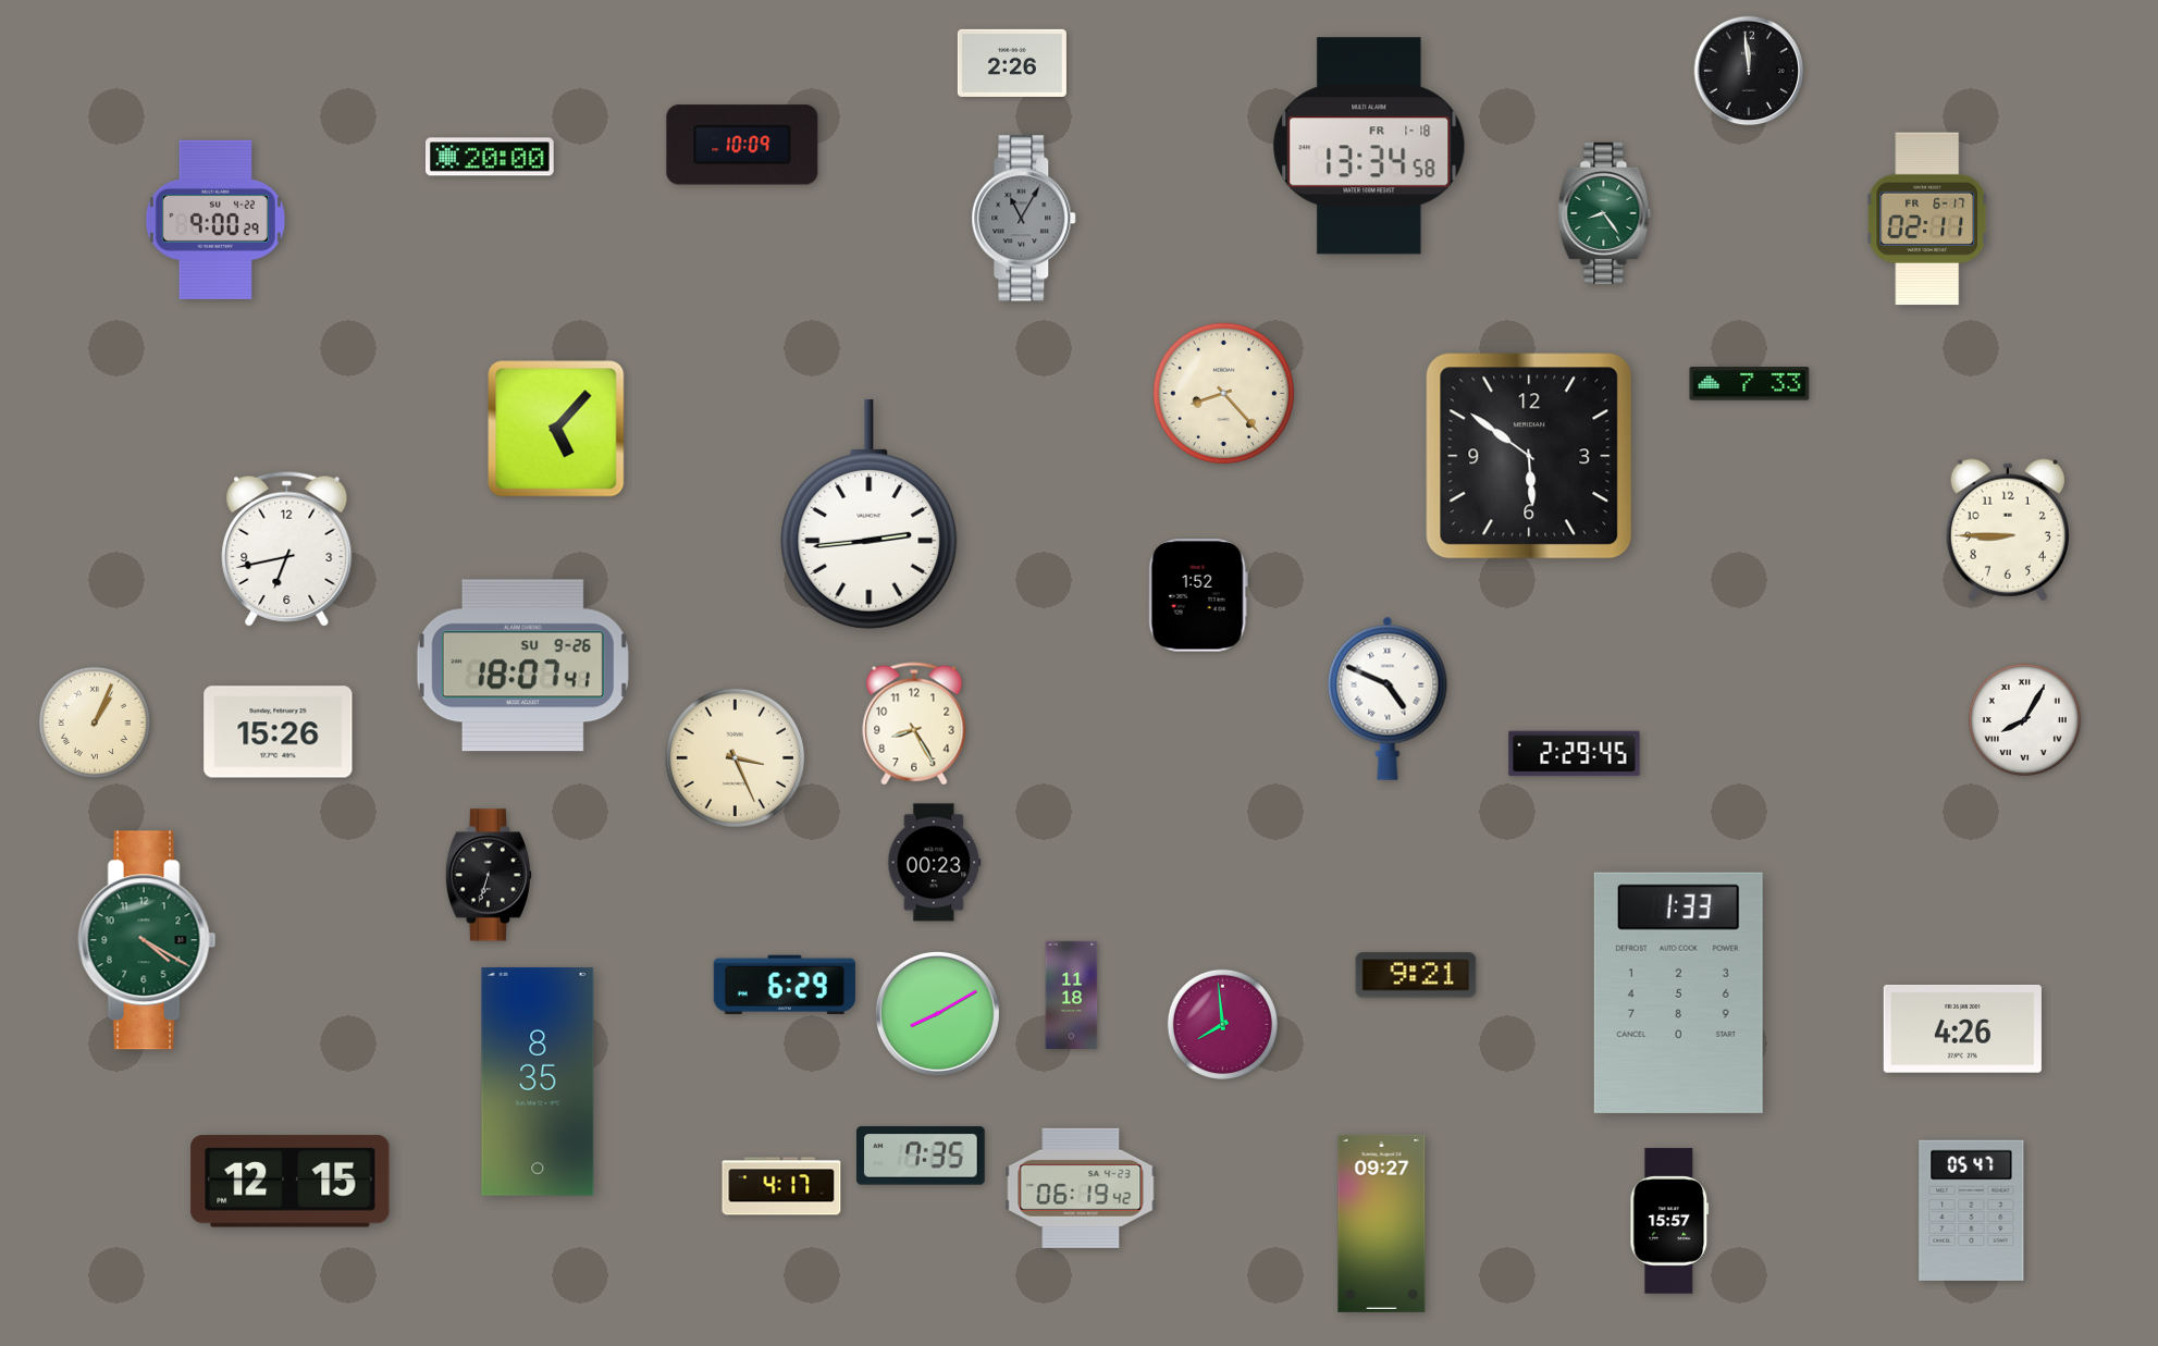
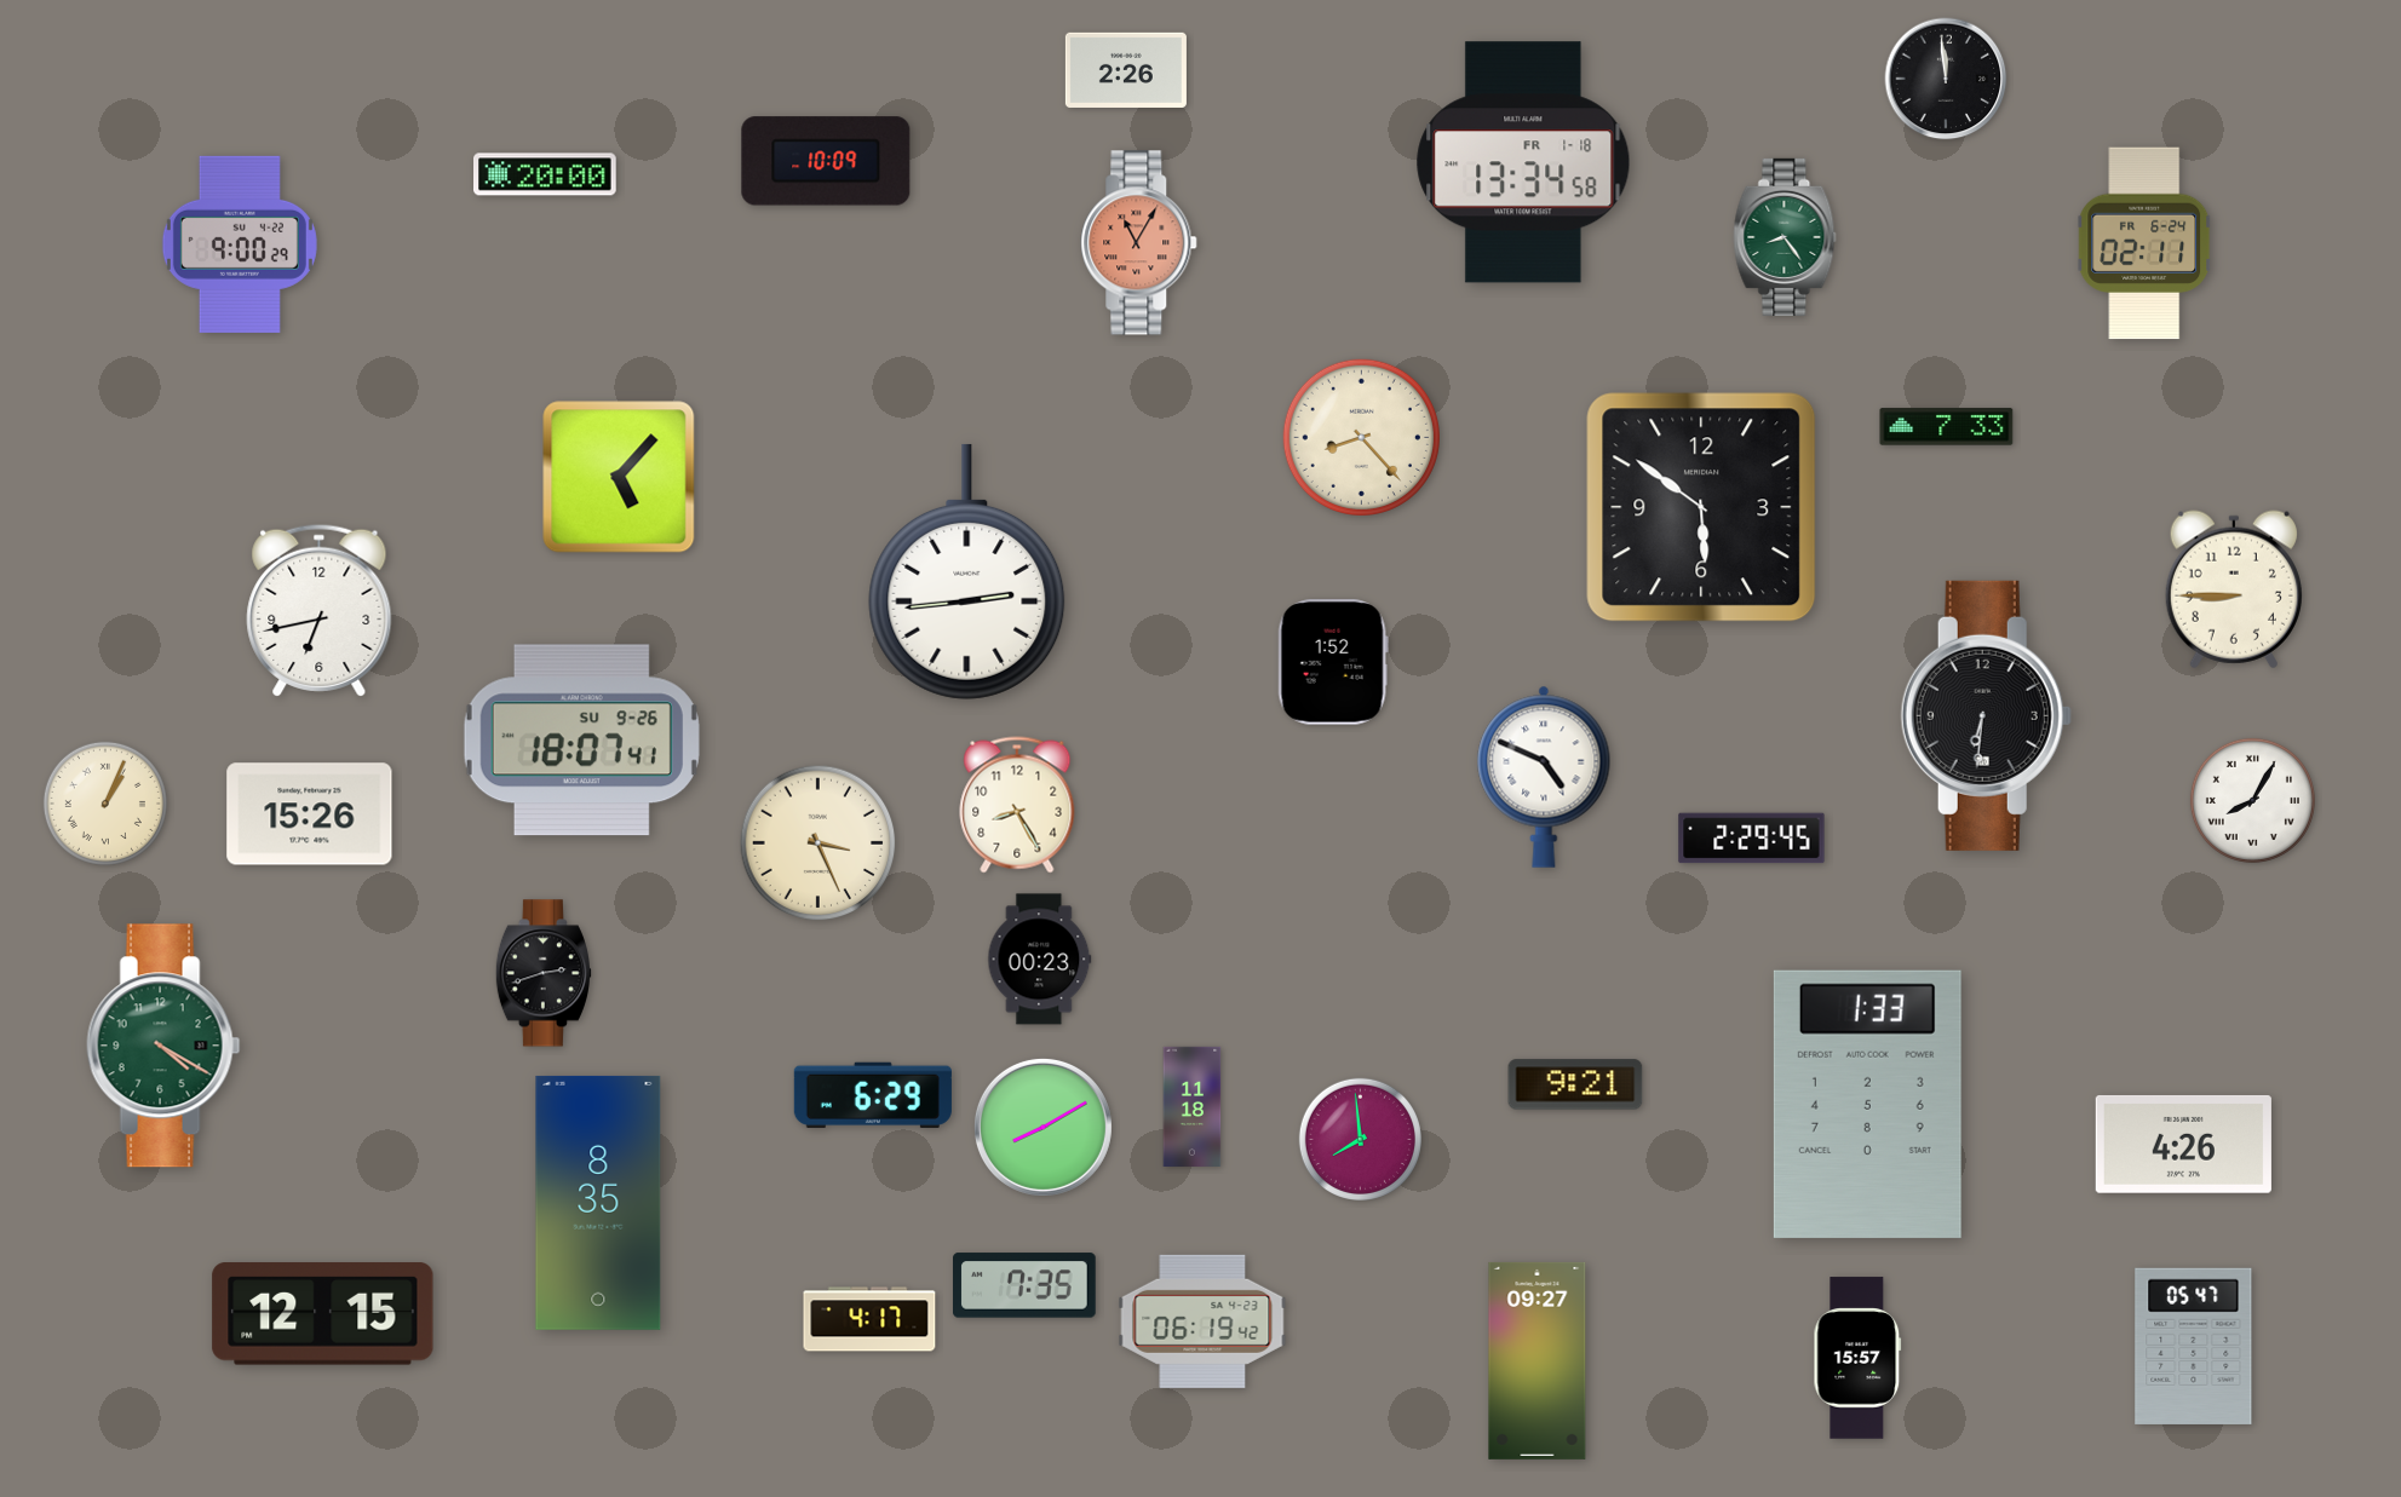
clock at (1024, 219) dial: grey -> salmon
clock at (1927, 219) date: FR 6-17 -> FR 6-24
clock at (1986, 715): none -> 6:31
clock at (488, 875): 6:33 -> 2:42
